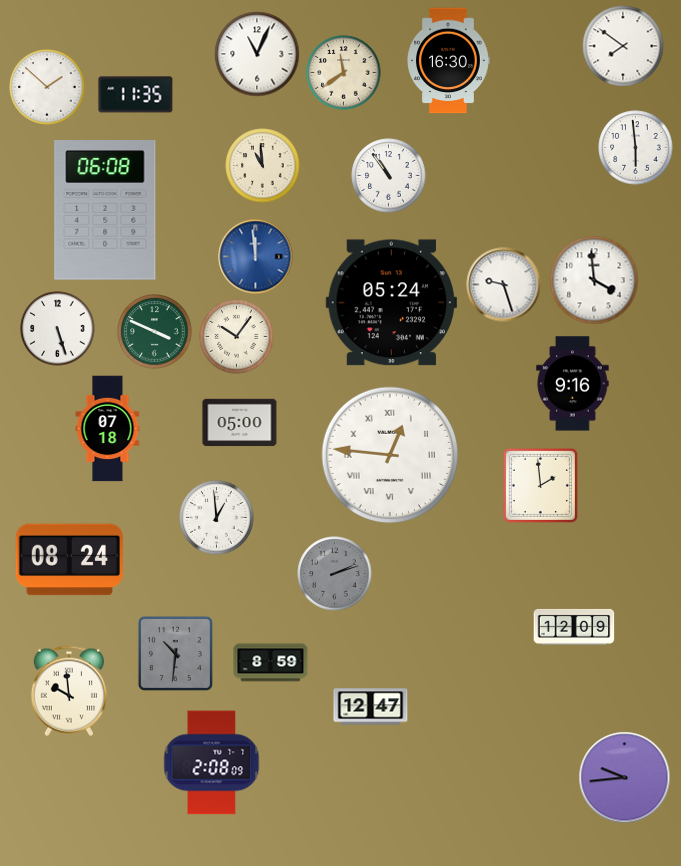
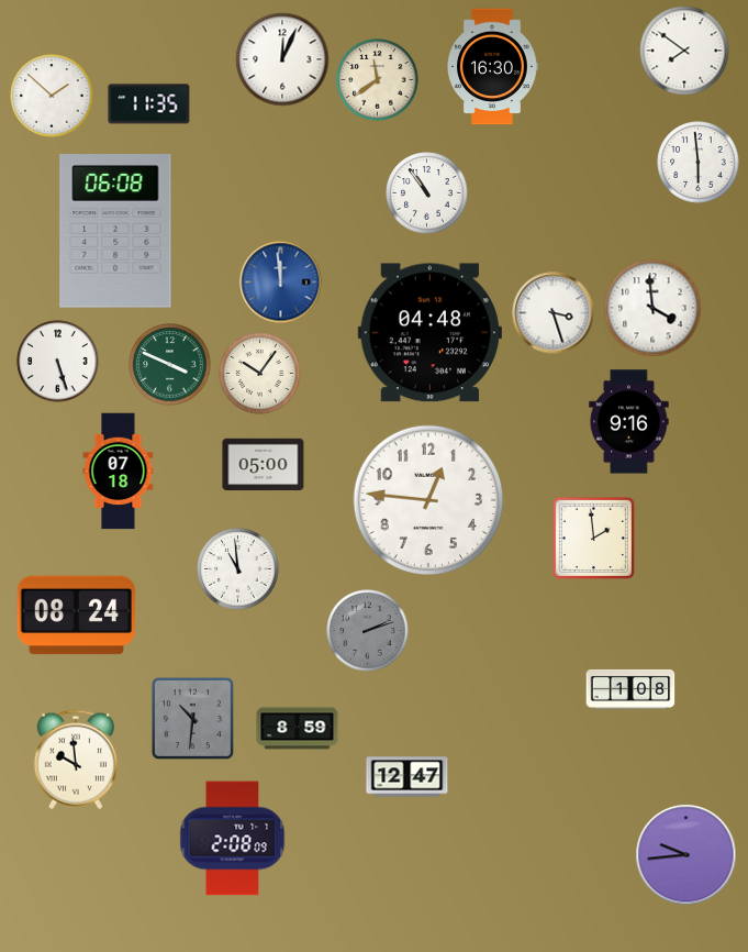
clock at (257, 54): 11:04 -> 12:04
clock at (263, 166): 10:59 -> none
clock at (504, 285): 9:27 -> 3:27
clock at (391, 303): 05:24 -> 04:48
clock at (58, 329) position: (58, 329) -> (58, 362)
clock at (237, 337) position: (237, 337) -> (260, 374)
clock at (390, 455) numerals: Roman -> Arabic
clock at (540, 485) position: (540, 485) -> (593, 538)
clock at (217, 518): 12:59 -> 10:59
clock at (574, 627): 12:09 -> 1:08
